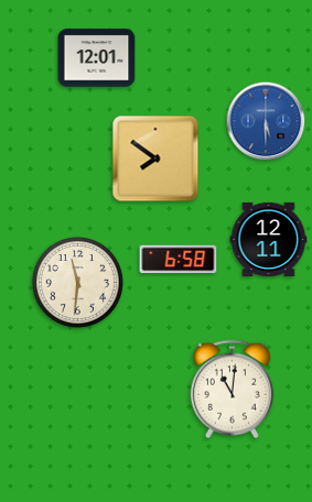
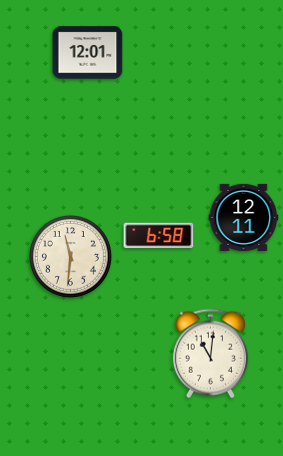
clock at (266, 121): 5:30 -> none
clock at (155, 159): 7:51 -> none
clock at (179, 260) position: (179, 260) -> (159, 236)
